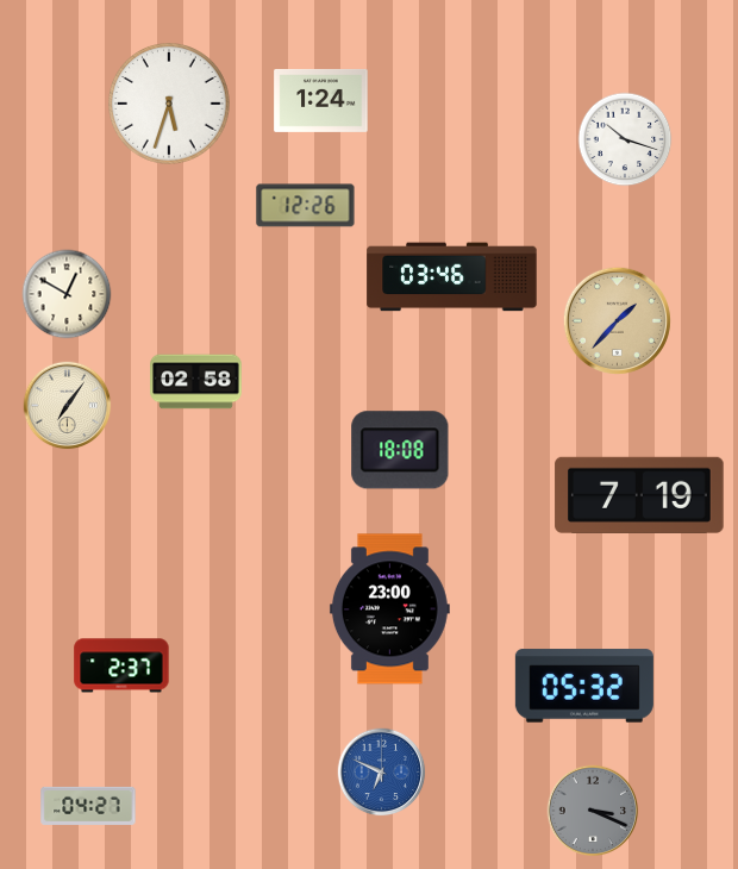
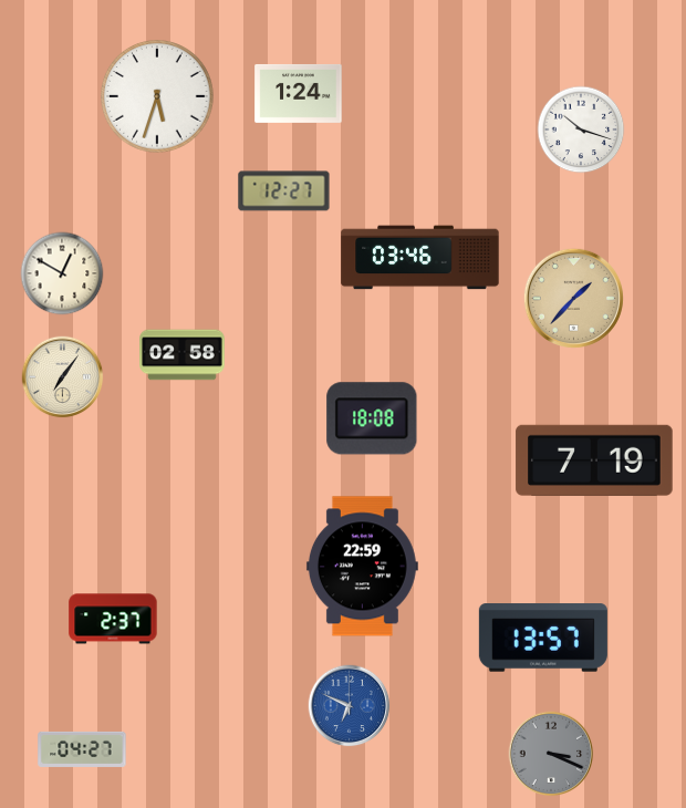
clock at (306, 206): 12:26 -> 12:27
clock at (389, 609): 23:00 -> 22:59
clock at (584, 686): 05:32 -> 13:57
clock at (382, 773) position: (382, 773) -> (350, 706)
